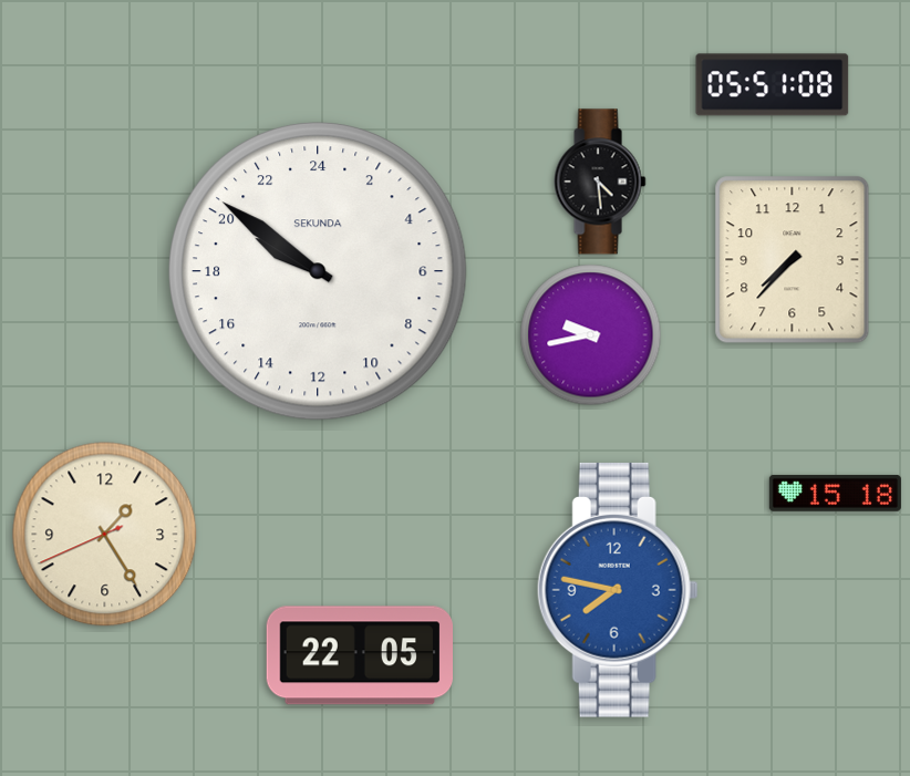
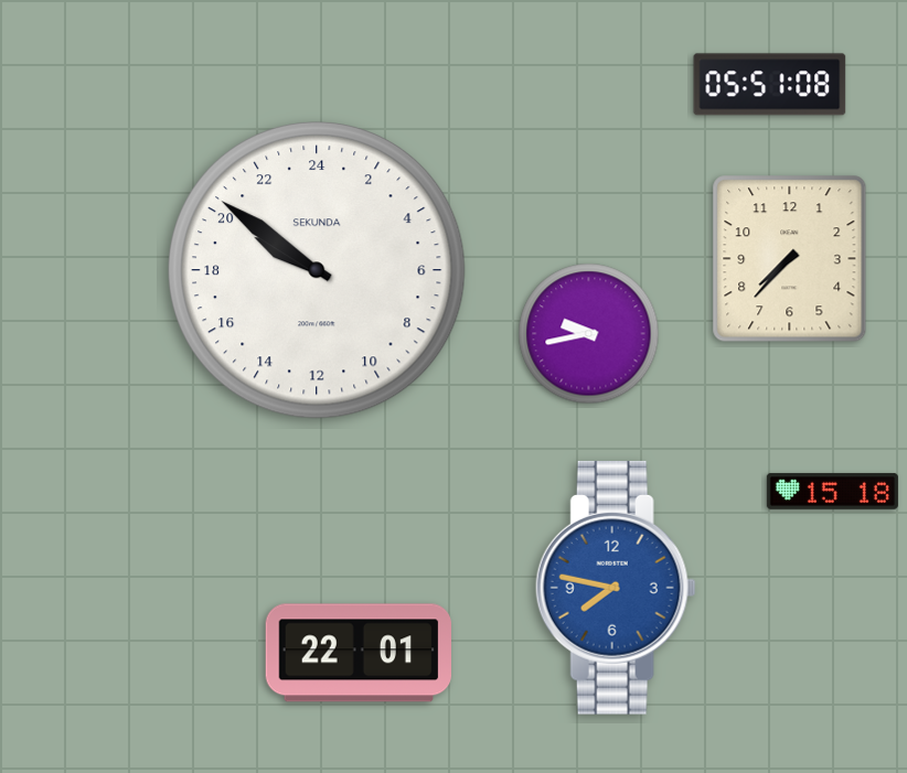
clock at (600, 182): 4:29 -> none
clock at (105, 535): 1:24 -> none
clock at (359, 655): 22:05 -> 22:01
